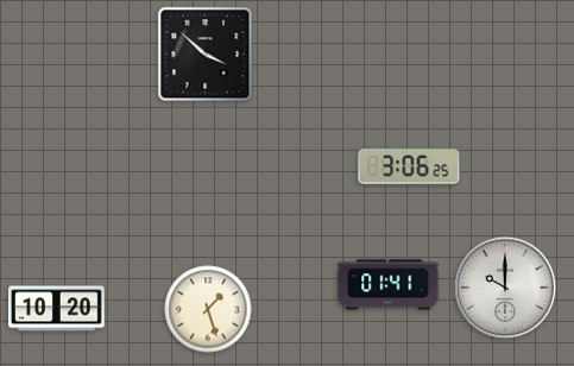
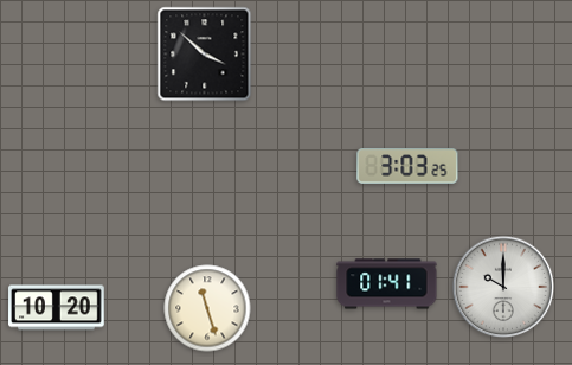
clock at (409, 166): 3:06 -> 3:03
clock at (208, 309): 1:27 -> 11:27
